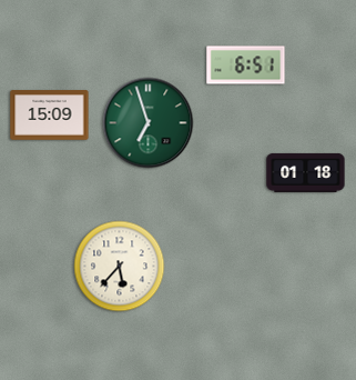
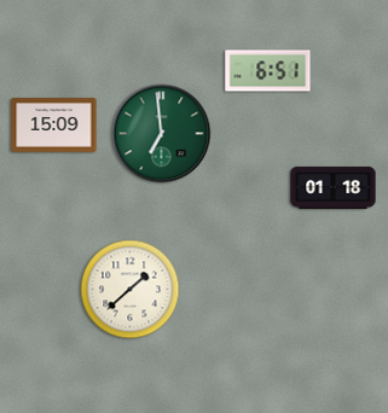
clock at (149, 123): 6:57 -> 6:59
clock at (120, 267): 5:37 -> 1:38
